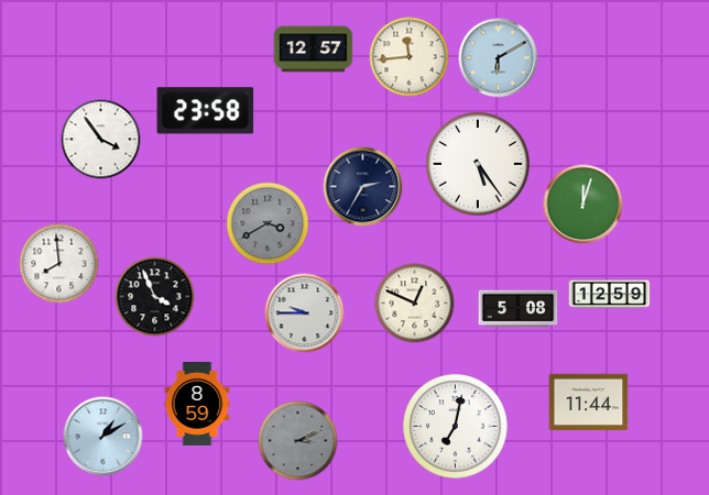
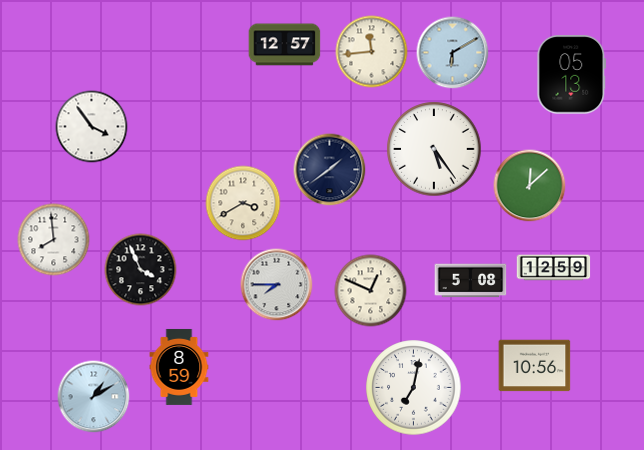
clock at (572, 75): none -> 05:13
clock at (206, 111): 23:58 -> none
clock at (363, 187): 2:35 -> 1:39
clock at (583, 205): 12:03 -> 12:08
clock at (268, 223) dial: grey -> cream
clock at (415, 304) position: (415, 304) -> (371, 291)
clock at (305, 313): 9:45 -> 7:45
clock at (589, 403): 11:44 -> 10:56
clock at (298, 441): 3:11 -> none
